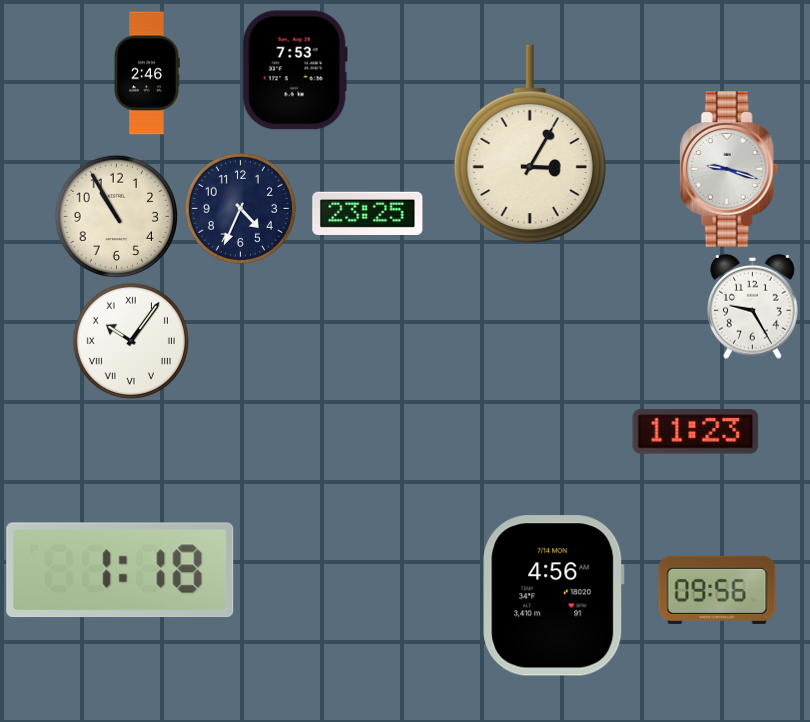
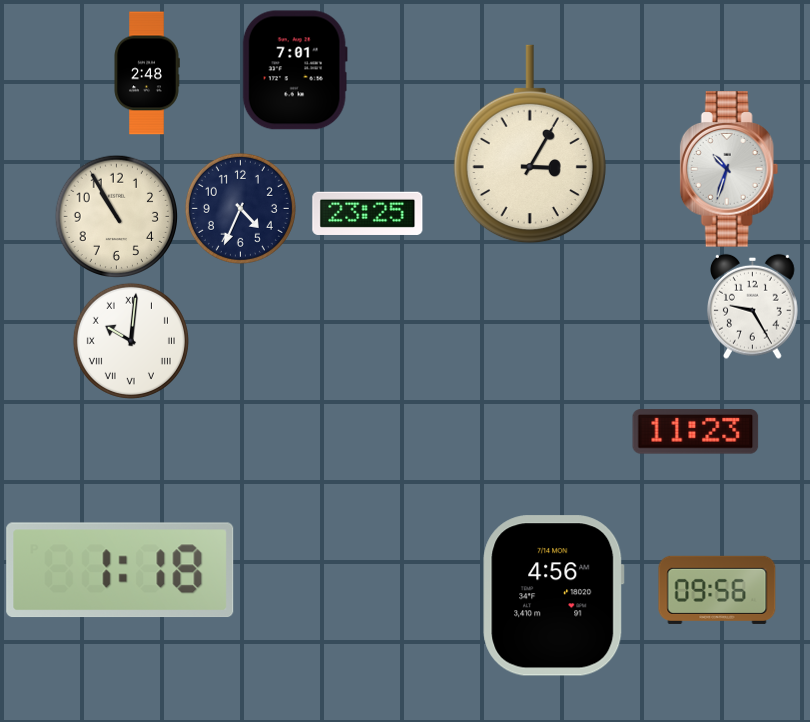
clock at (295, 70): 7:53 -> 7:01
clock at (147, 73): 2:46 -> 2:48
clock at (729, 169): 9:18 -> 10:33
clock at (131, 341): 10:06 -> 10:01
